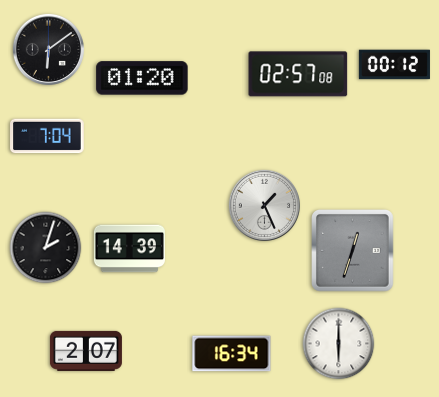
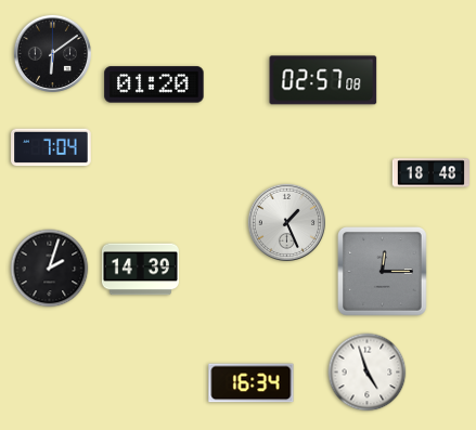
clock at (394, 65): 00:12 -> none
clock at (430, 173): none -> 18:48
clock at (353, 251): 12:33 -> 12:15
clock at (339, 344): 6:00 -> 4:57
clock at (86, 351): 2:07 -> none
